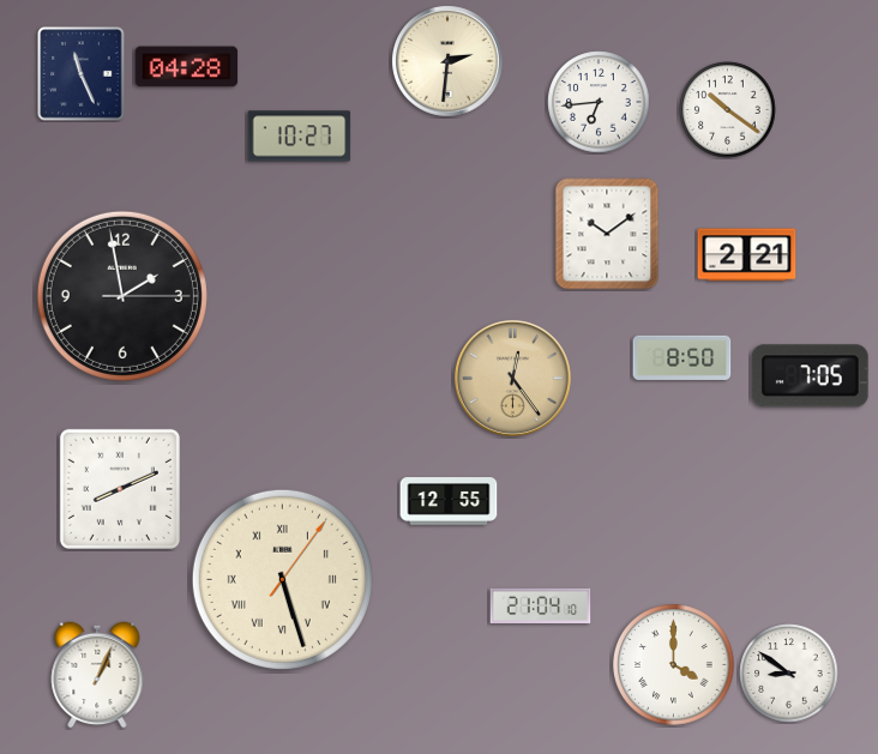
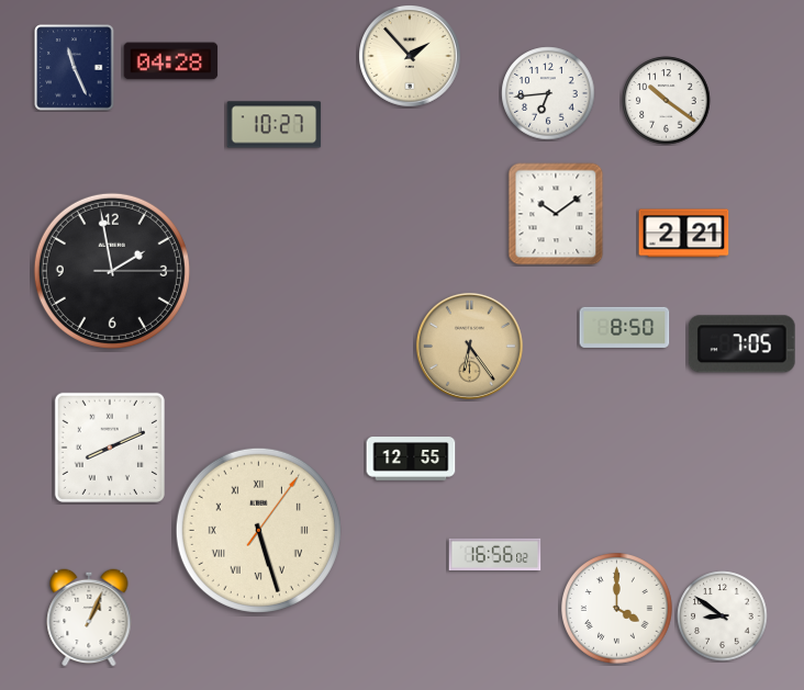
clock at (449, 62): 2:31 -> 1:53
clock at (512, 378): 12:24 -> 6:24
clock at (541, 607): 21:04 -> 16:56
